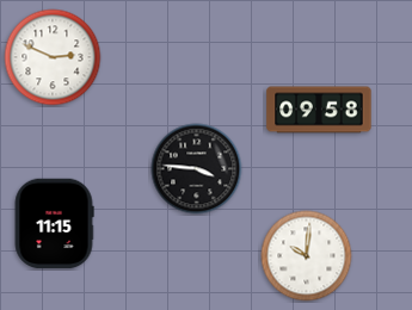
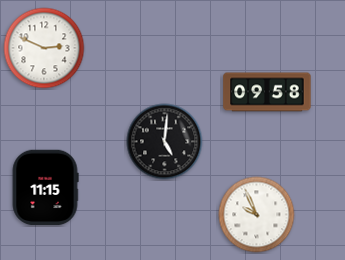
clock at (197, 169): 3:46 -> 5:01
clock at (307, 256): 10:01 -> 9:56
